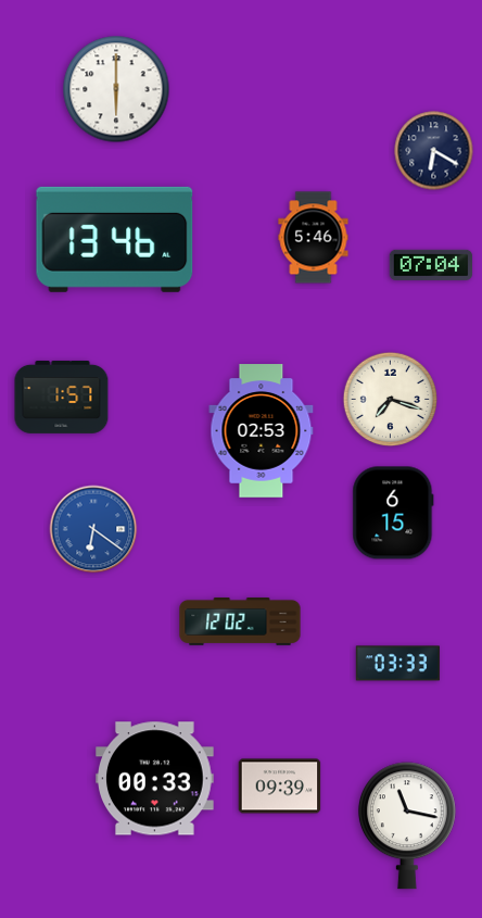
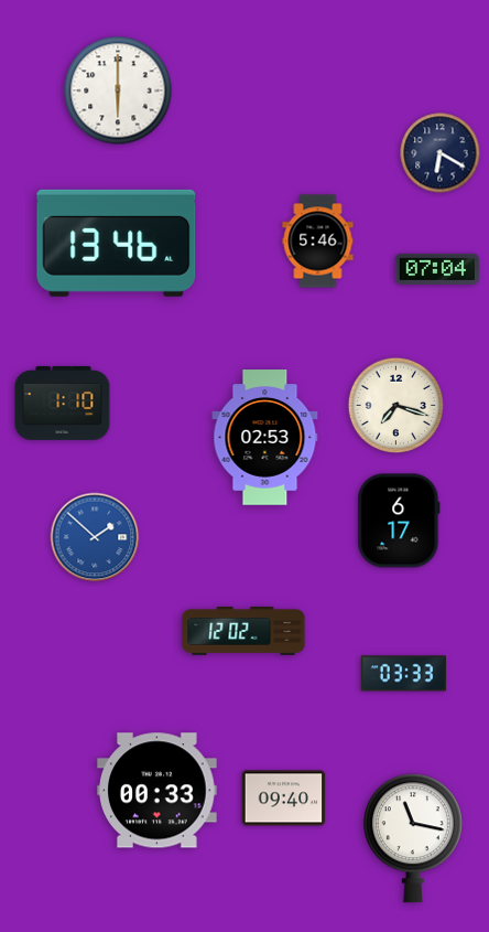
clock at (62, 398): 1:57 -> 1:10
clock at (393, 513): 6:15 -> 6:17
clock at (93, 529): 6:21 -> 1:52
clock at (280, 787): 09:39 -> 09:40
